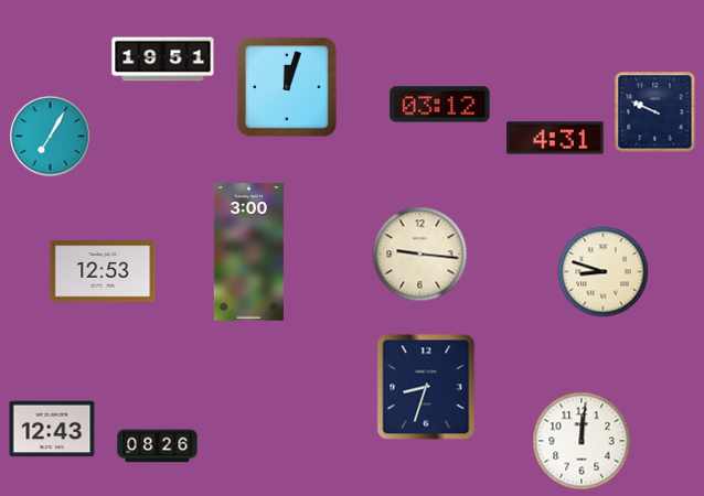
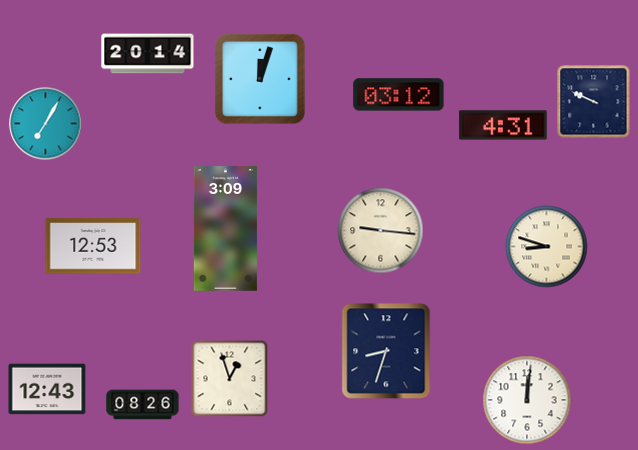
clock at (163, 60): 19:51 -> 20:14
clock at (248, 252): 3:00 -> 3:09
clock at (230, 379): none -> 12:57
